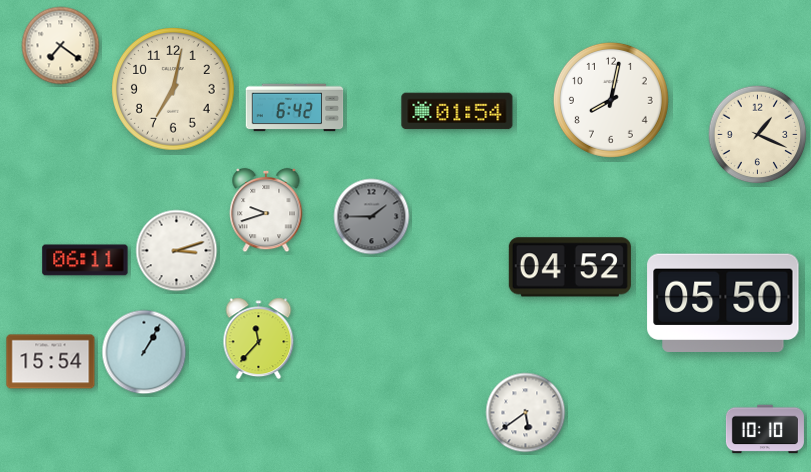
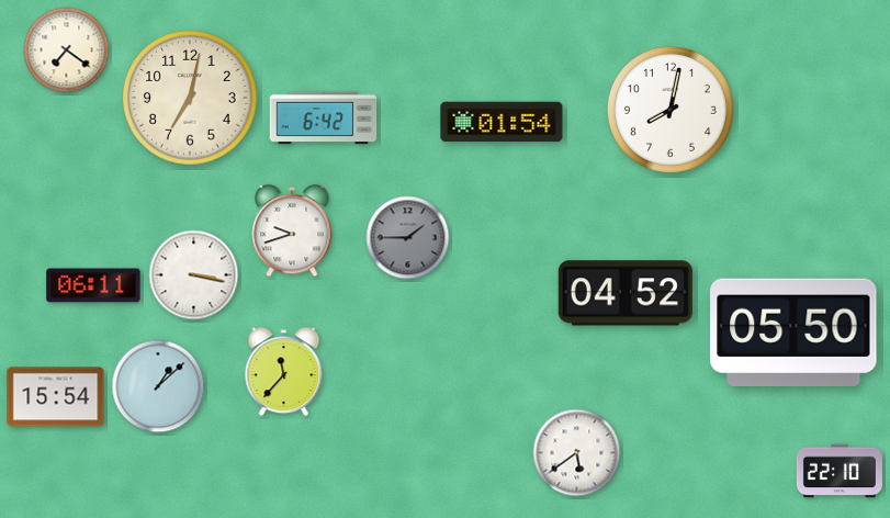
clock at (758, 135): 1:19 -> none
clock at (177, 251): 3:12 -> 3:17
clock at (144, 352): 1:05 -> 1:08
clock at (765, 429): 10:10 -> 22:10
